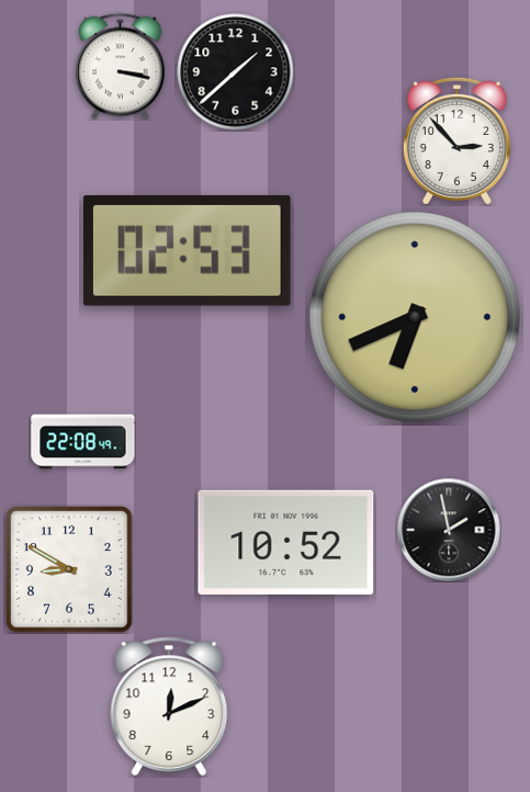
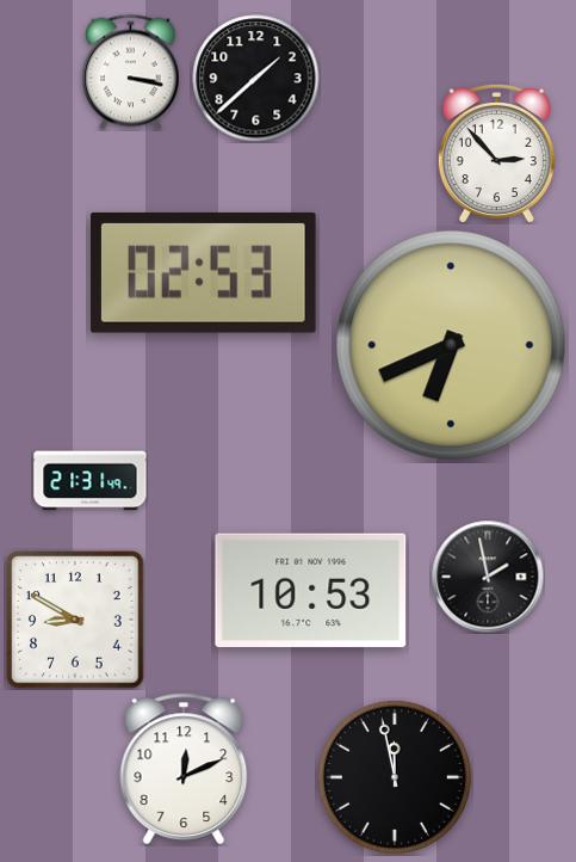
clock at (83, 442): 22:08 -> 21:31
clock at (286, 542): 10:52 -> 10:53
clock at (395, 777): none -> 11:58
